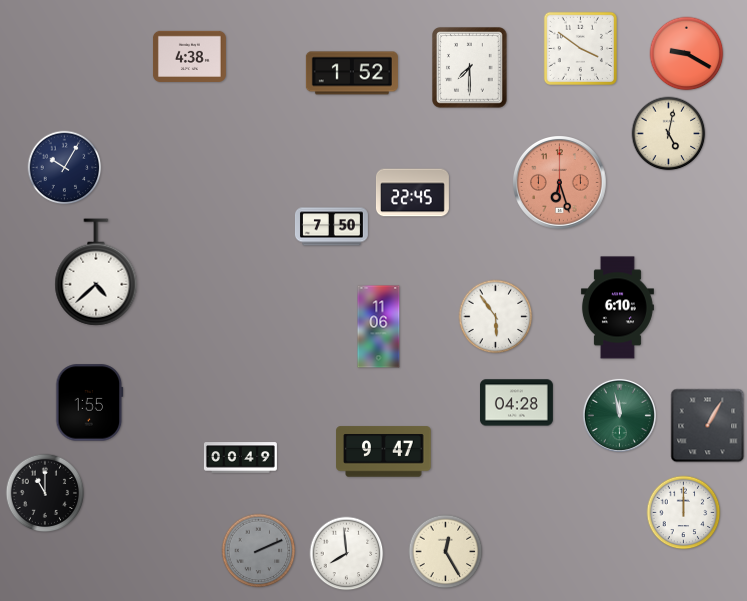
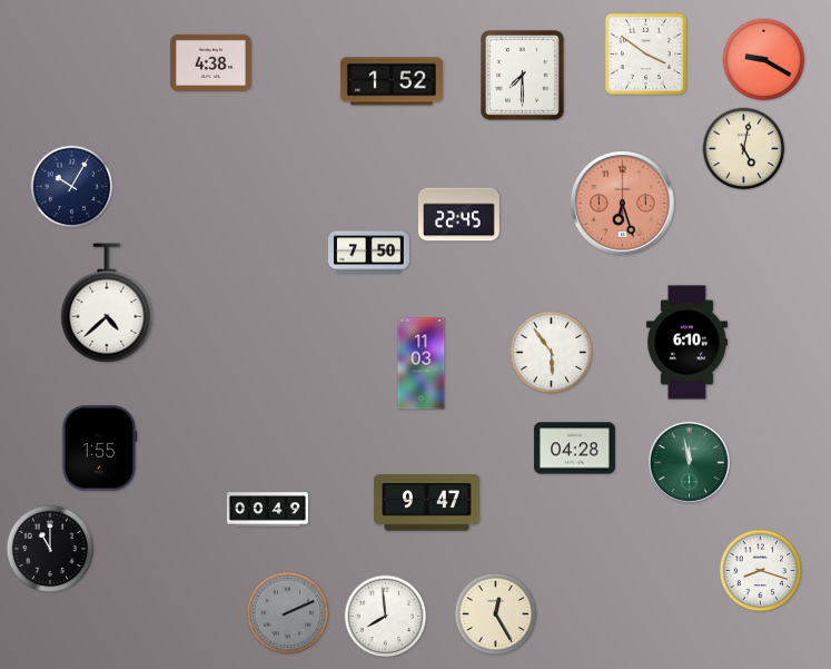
clock at (379, 327): 11:06 -> 11:03
clock at (708, 426): 1:05 -> none
clock at (684, 513): 12:00 -> 8:18
